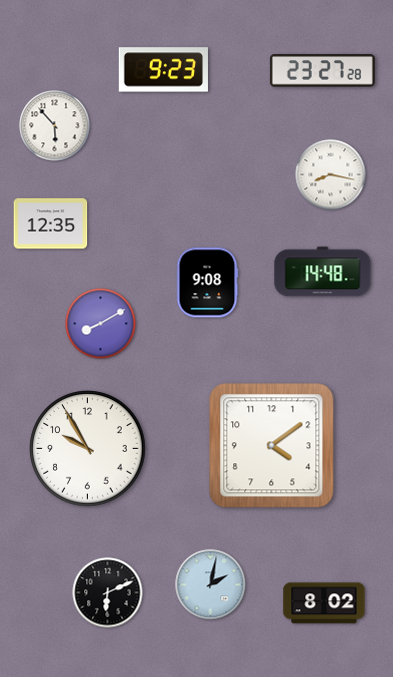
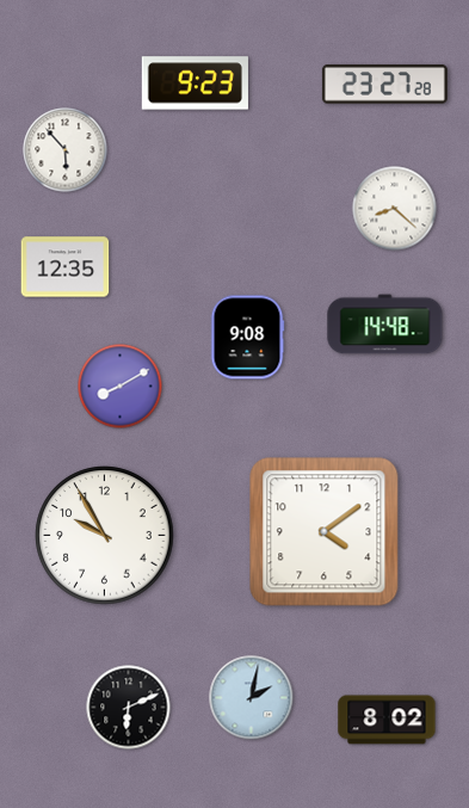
clock at (331, 175): 8:17 -> 8:22
clock at (51, 224) position: (51, 224) -> (66, 267)
